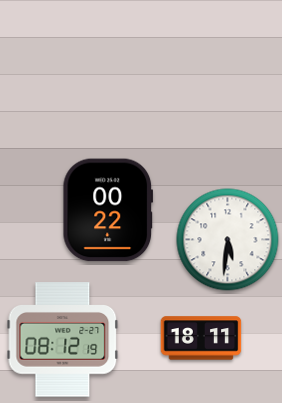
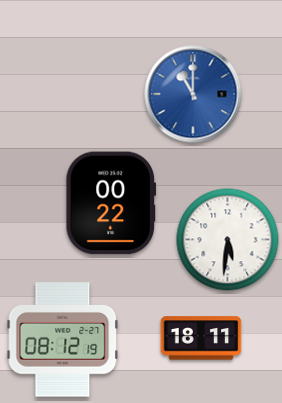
clock at (193, 94): none -> 11:00
clock at (107, 210) position: (107, 210) -> (110, 203)
